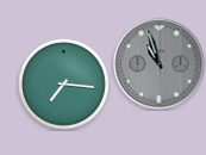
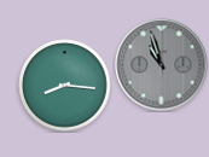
clock at (64, 85): 7:16 -> 8:16
